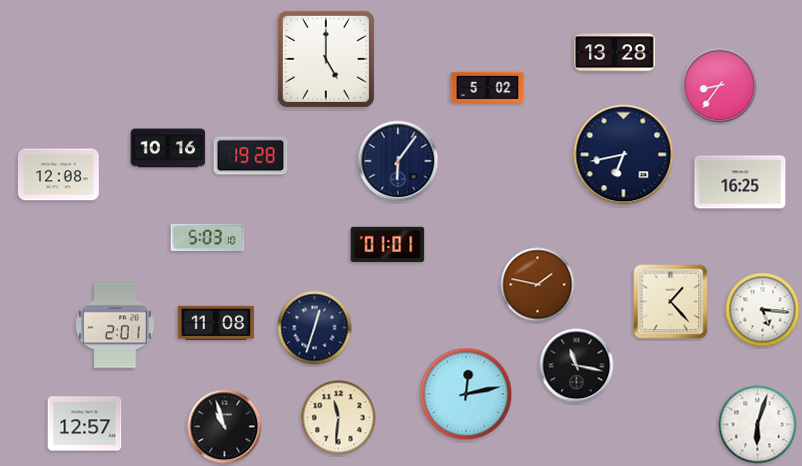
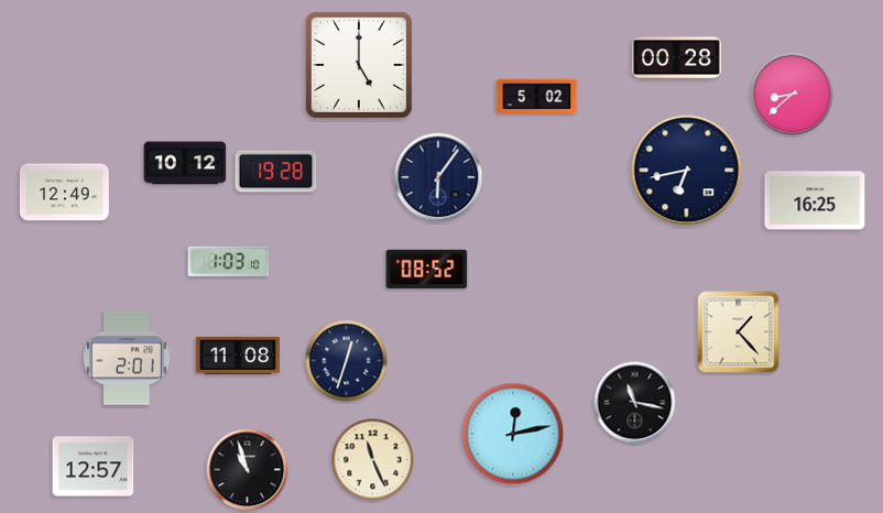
clock at (615, 53): 13:28 -> 00:28
clock at (720, 86): 8:36 -> 8:38
clock at (168, 148): 10:16 -> 10:12
clock at (58, 175): 12:08 -> 12:49
clock at (208, 238): 5:03 -> 1:03
clock at (388, 245): 01:01 -> 08:52
clock at (538, 285): 1:47 -> none
clock at (763, 310): 5:16 -> none
clock at (339, 418): 11:31 -> 11:26
clock at (758, 425): 6:03 -> none
